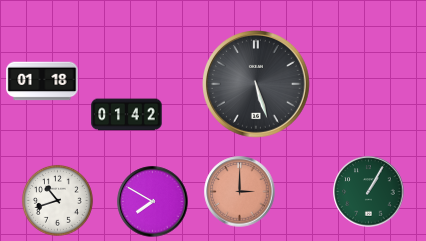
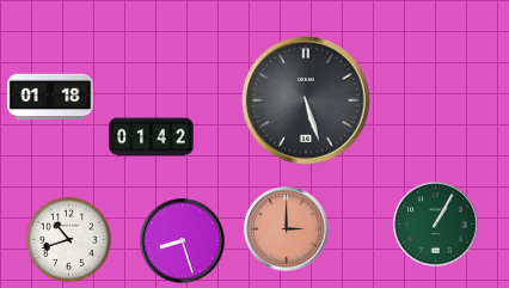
clock at (369, 192) position: (369, 192) -> (436, 225)
clock at (153, 202): 7:50 -> 8:27
